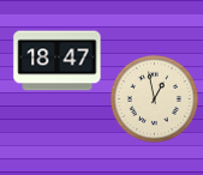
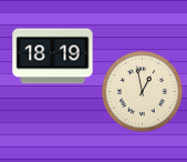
clock at (58, 61): 18:47 -> 18:19
